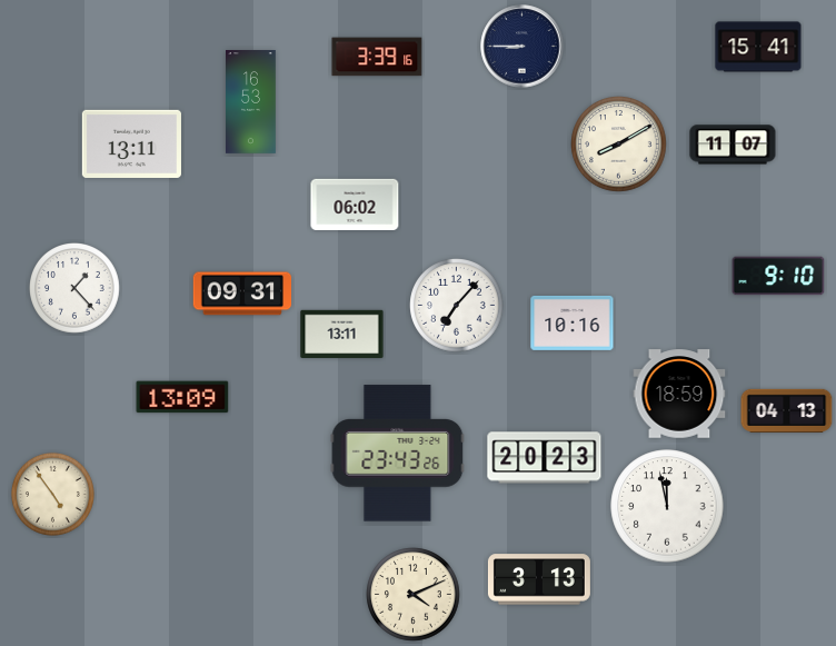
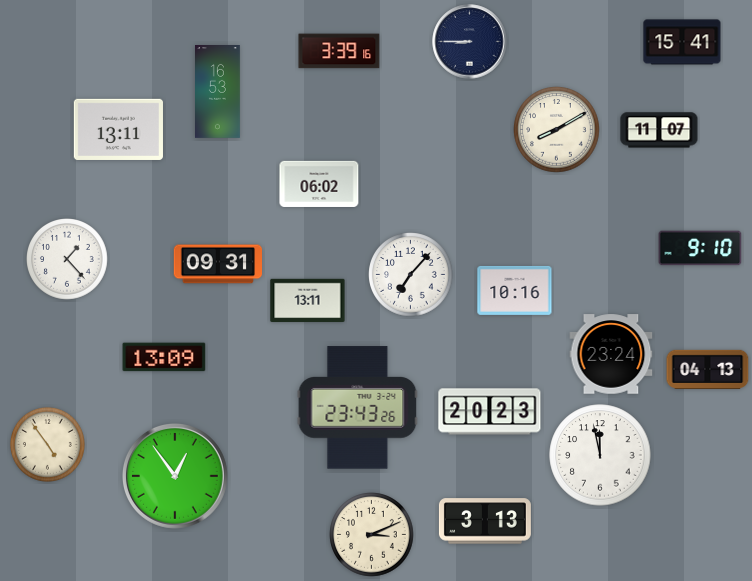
clock at (251, 102) position: (251, 102) -> (218, 92)
clock at (679, 394): 18:59 -> 23:24
clock at (175, 476): none -> 12:54
clock at (414, 595): 4:11 -> 3:11
